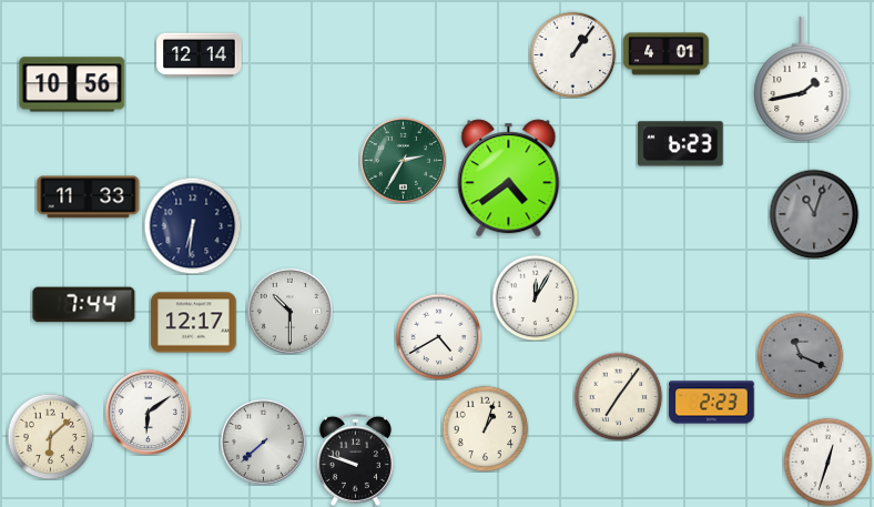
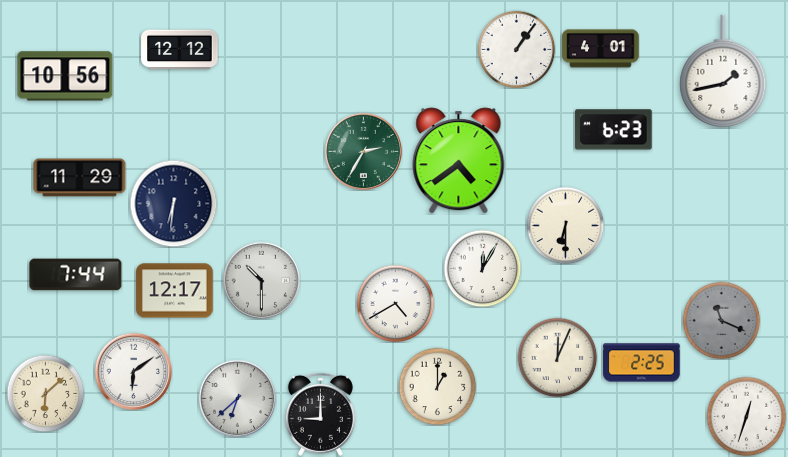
clock at (200, 55): 12:14 -> 12:12
clock at (403, 160) position: (403, 160) -> (363, 151)
clock at (89, 197): 11:33 -> 11:29
clock at (814, 214): 11:03 -> none
clock at (565, 225): none -> 6:30
clock at (618, 396): 7:06 -> 12:04
clock at (712, 403): 2:23 -> 2:25
clock at (485, 428): 1:03 -> 1:00
clock at (263, 442): 7:38 -> 6:38
clock at (355, 459): 9:48 -> 9:00
